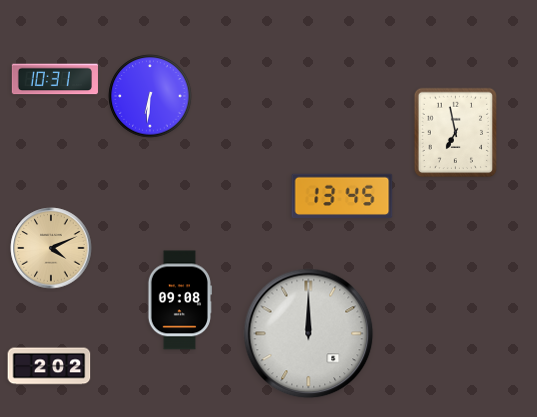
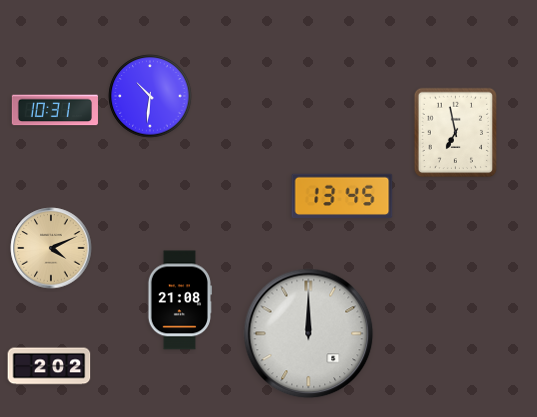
clock at (55, 79) position: (55, 79) -> (55, 110)
clock at (150, 96): 6:31 -> 10:31
clock at (179, 300): 09:08 -> 21:08
